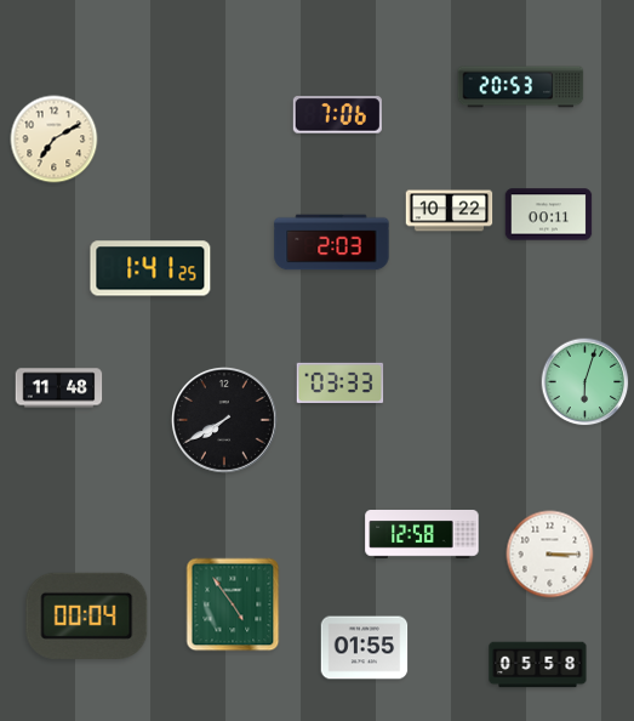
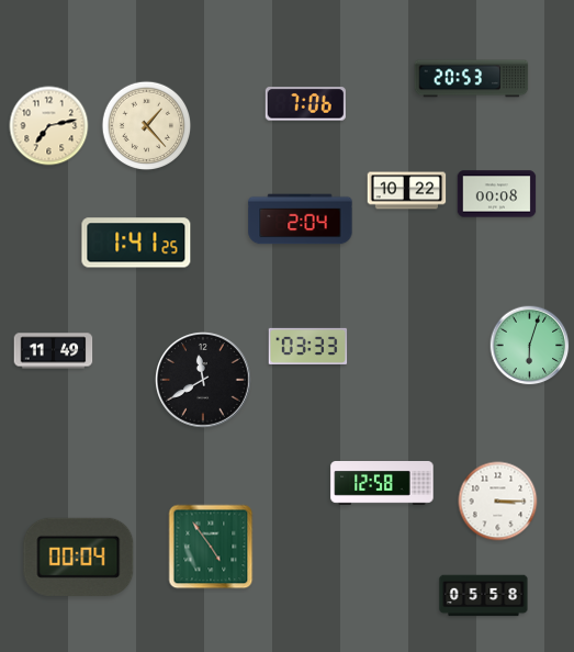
clock at (55, 140): 7:10 -> 7:13
clock at (147, 126): none -> 1:23
clock at (549, 215): 00:11 -> 00:08
clock at (332, 243): 2:03 -> 2:04
clock at (59, 388): 11:48 -> 11:49
clock at (225, 421): 7:40 -> 11:40
clock at (365, 648): 01:55 -> none
clock at (538, 665) position: (538, 665) -> (484, 596)
